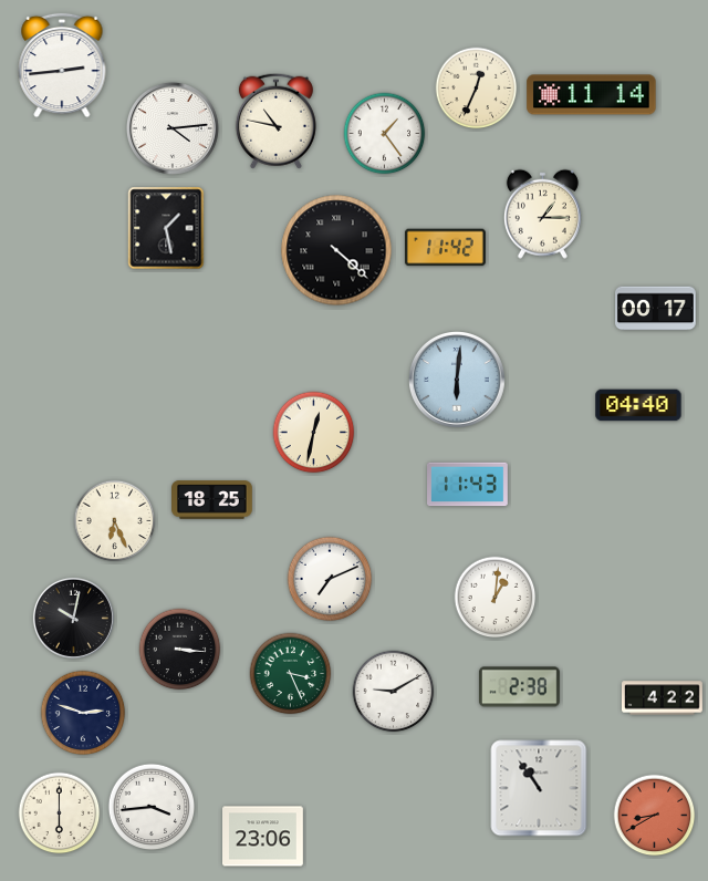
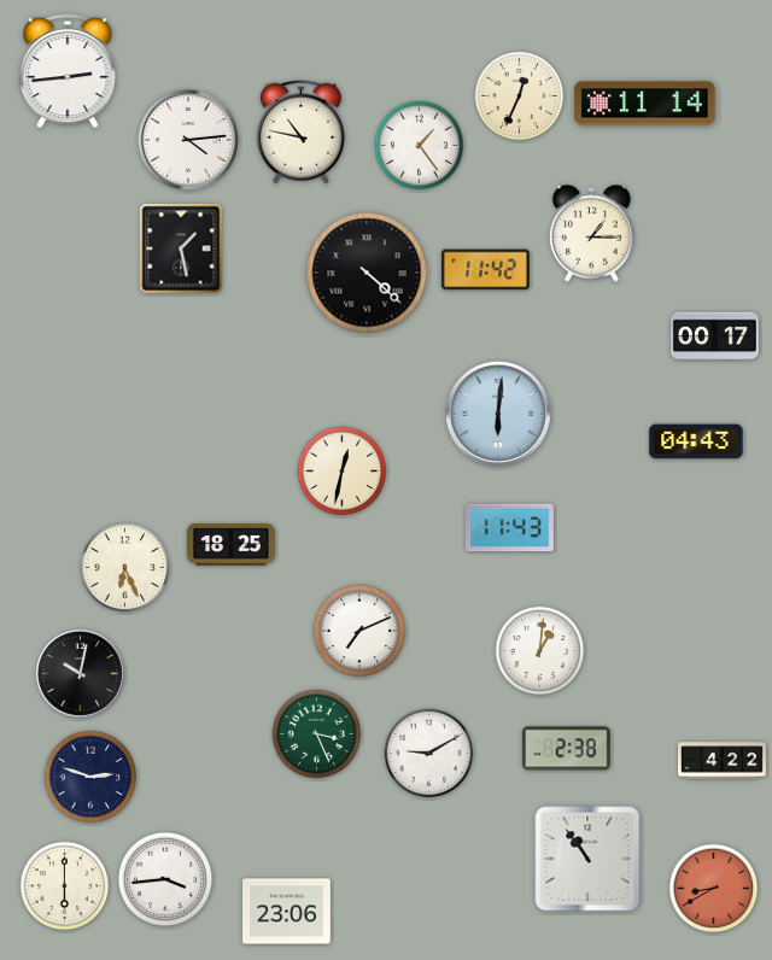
clock at (638, 405): 04:40 -> 04:43
clock at (180, 650): 3:16 -> none
